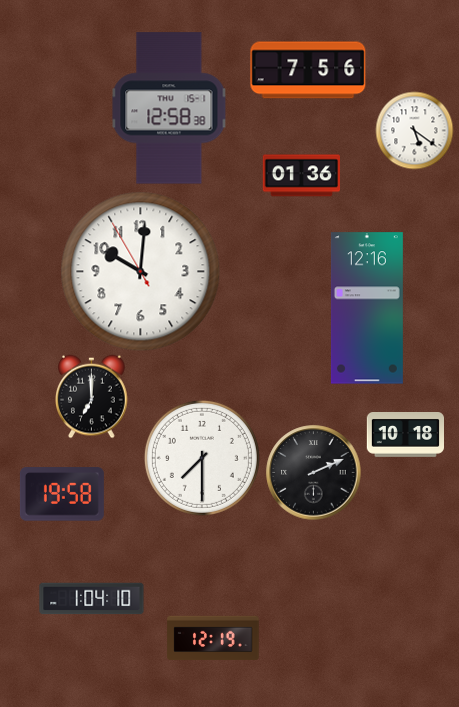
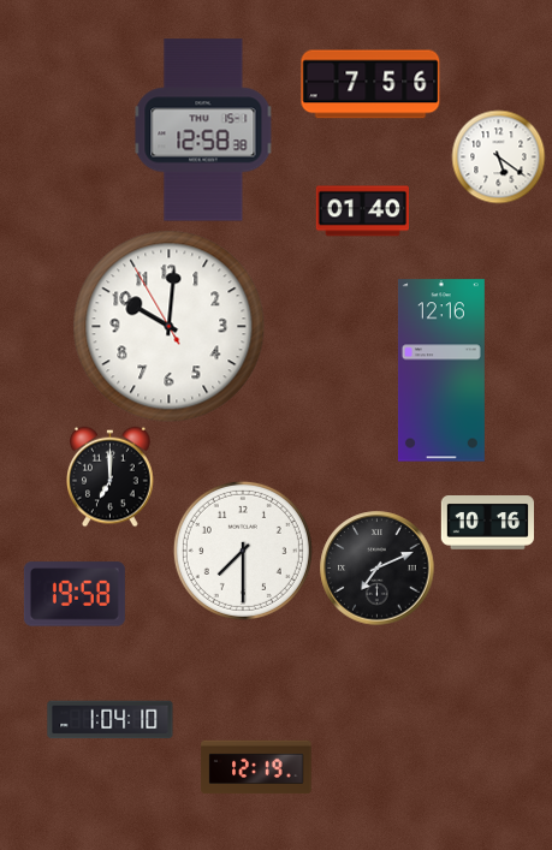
clock at (301, 176): 01:36 -> 01:40
clock at (405, 435): 10:18 -> 10:16
clock at (314, 473): 2:11 -> 7:11
